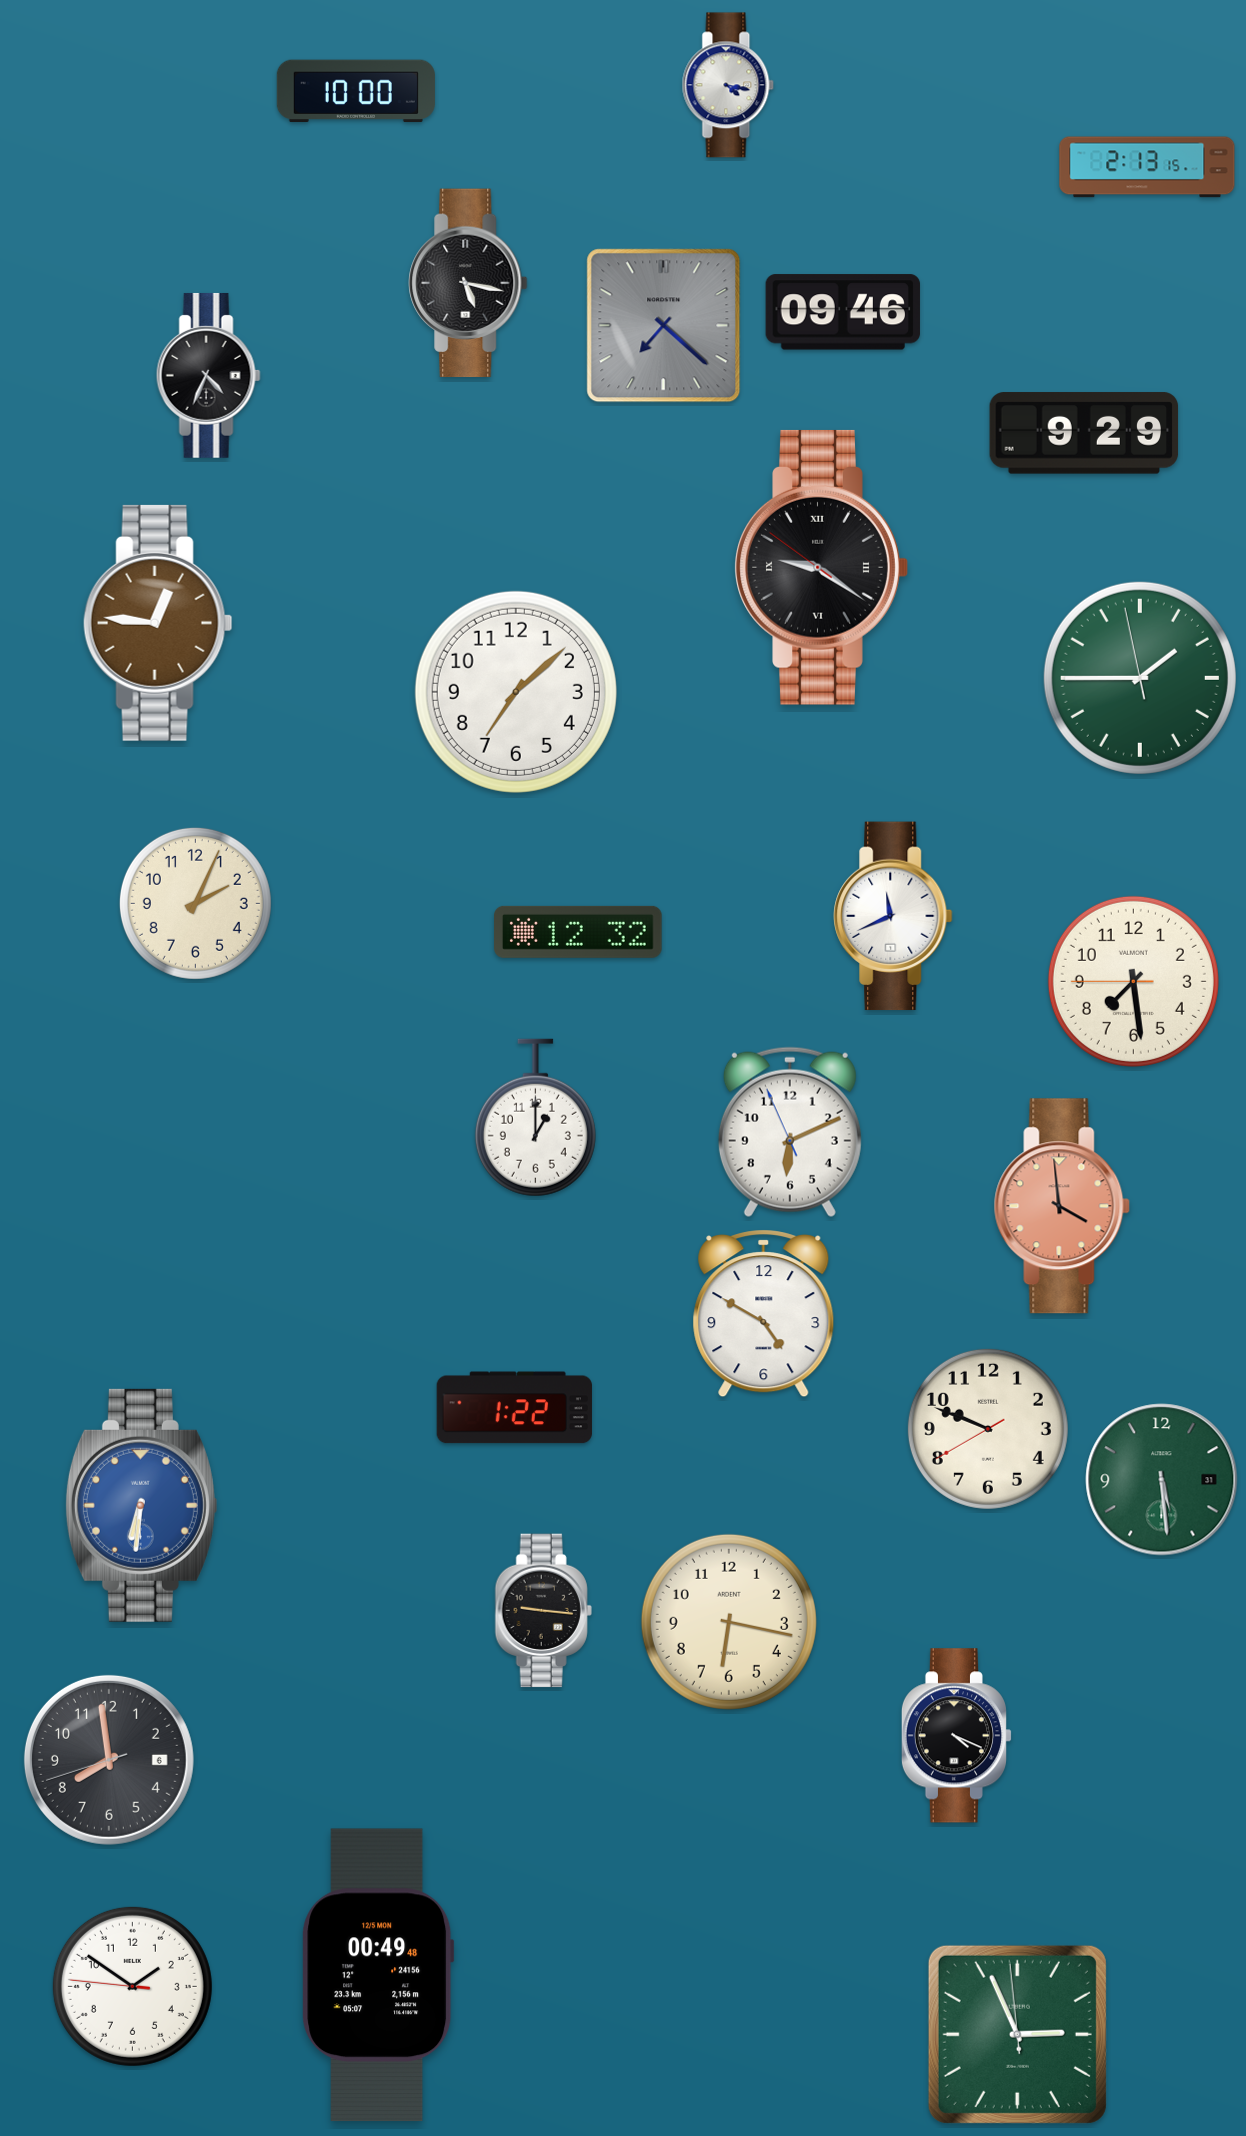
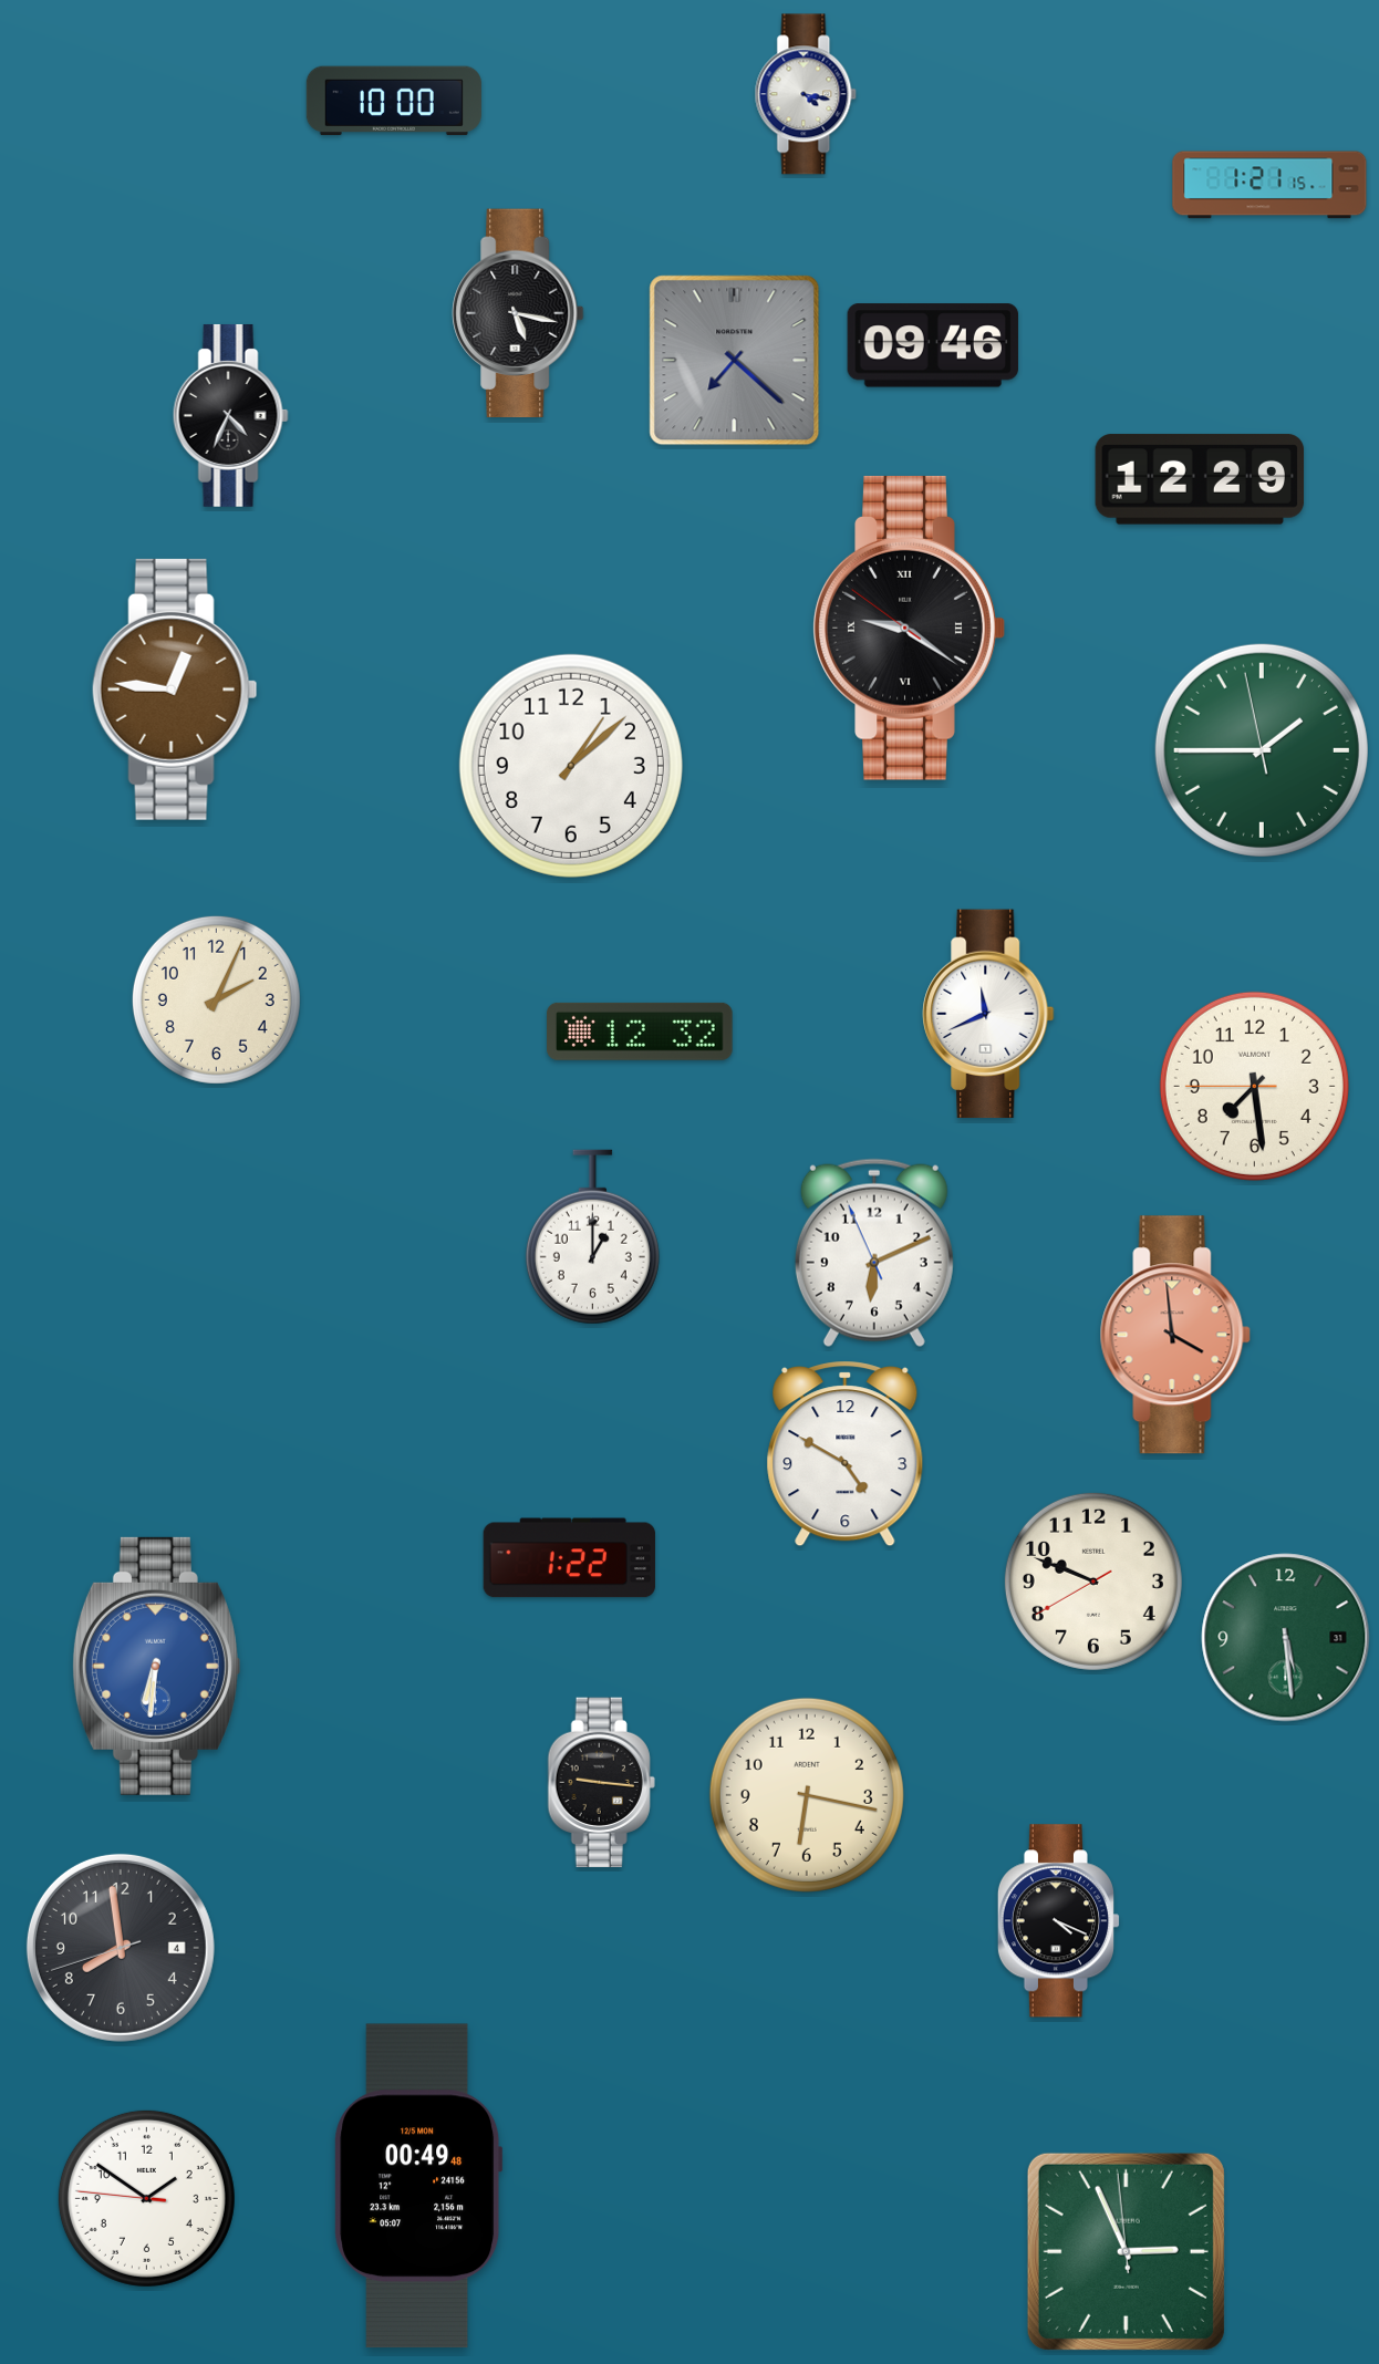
clock at (1147, 167): 2:13 -> 1:21
clock at (1084, 433): 9:29 -> 12:29
clock at (516, 692): 7:08 -> 1:08
clock at (109, 1760) date: 6 -> 4
